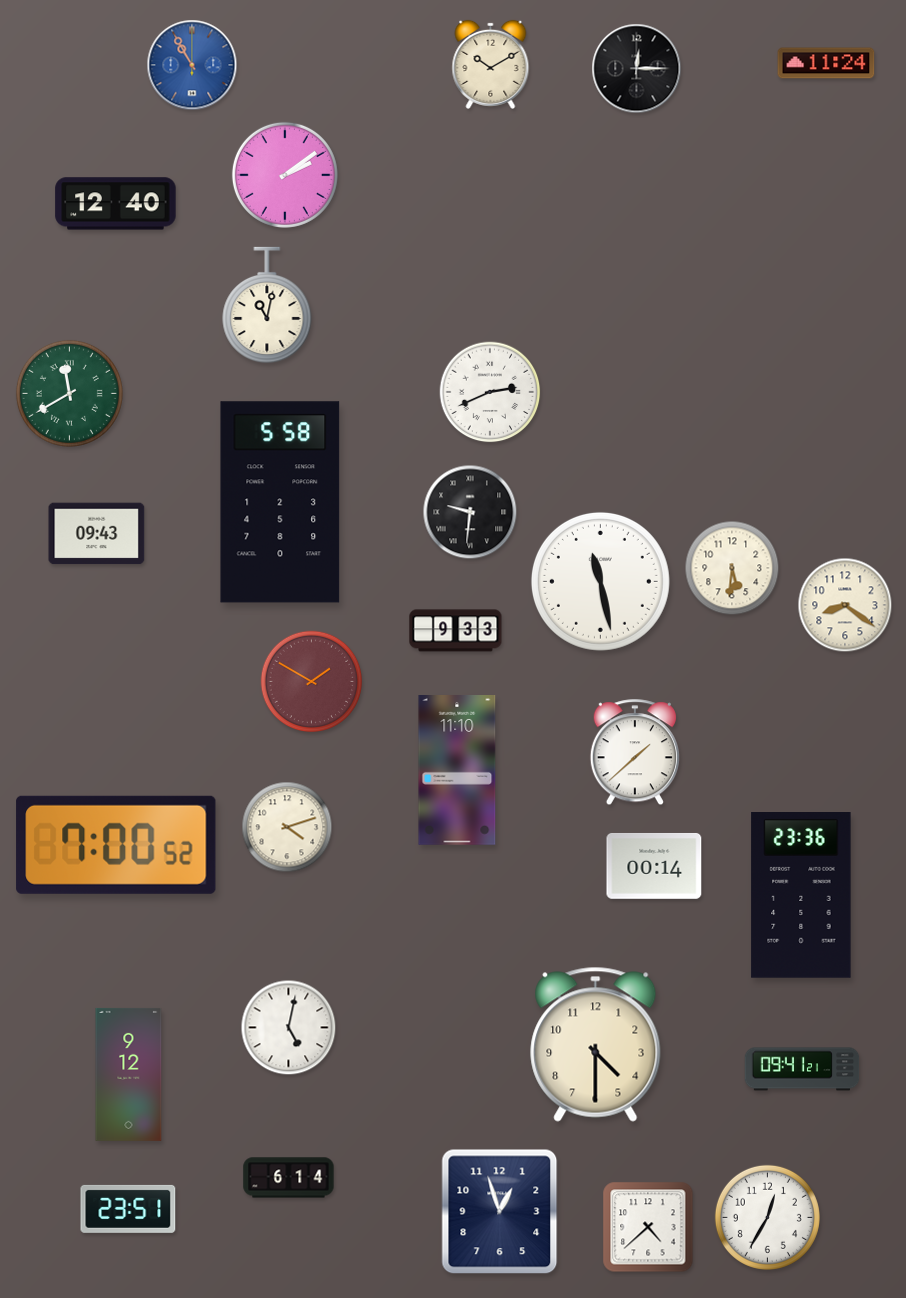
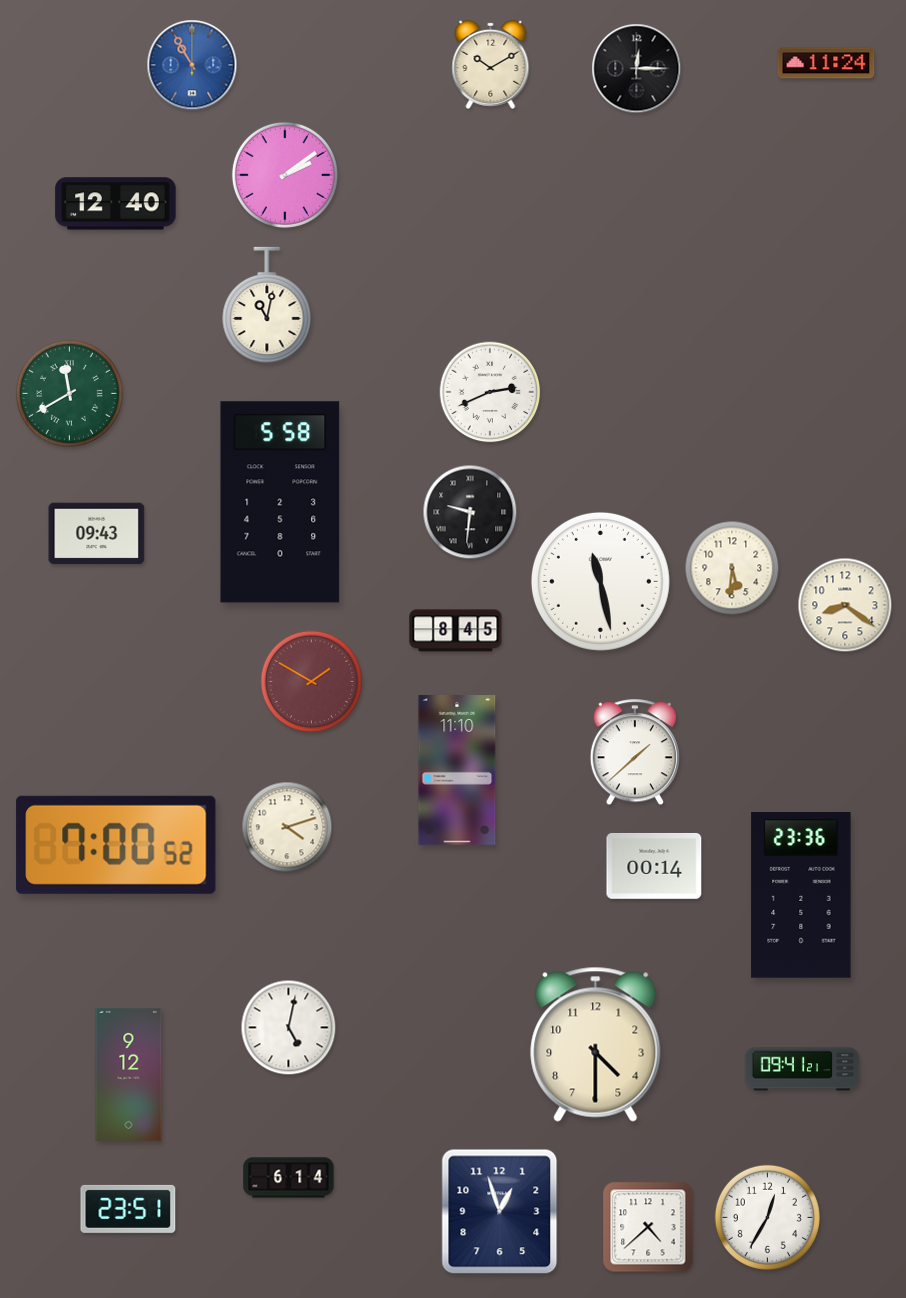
clock at (456, 631): 9:33 -> 8:45
